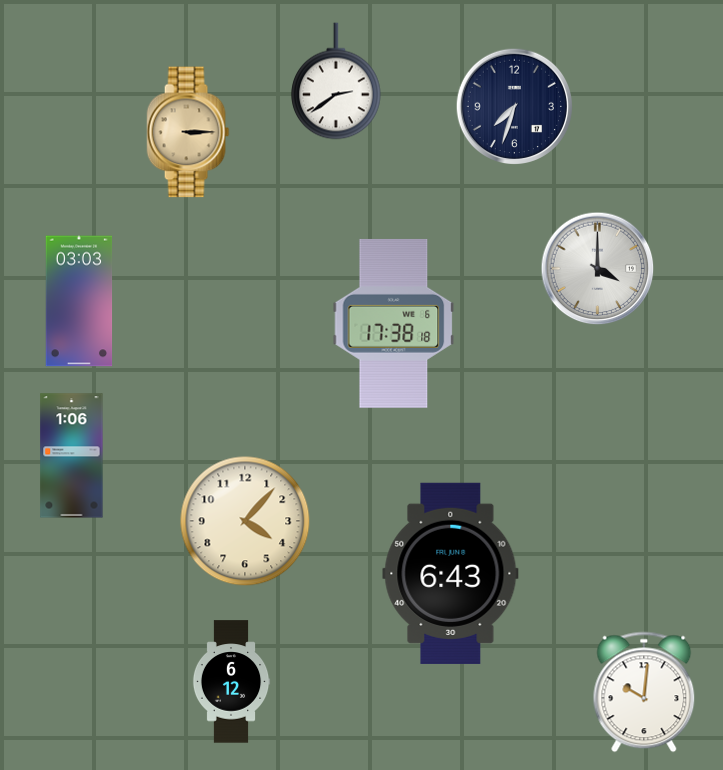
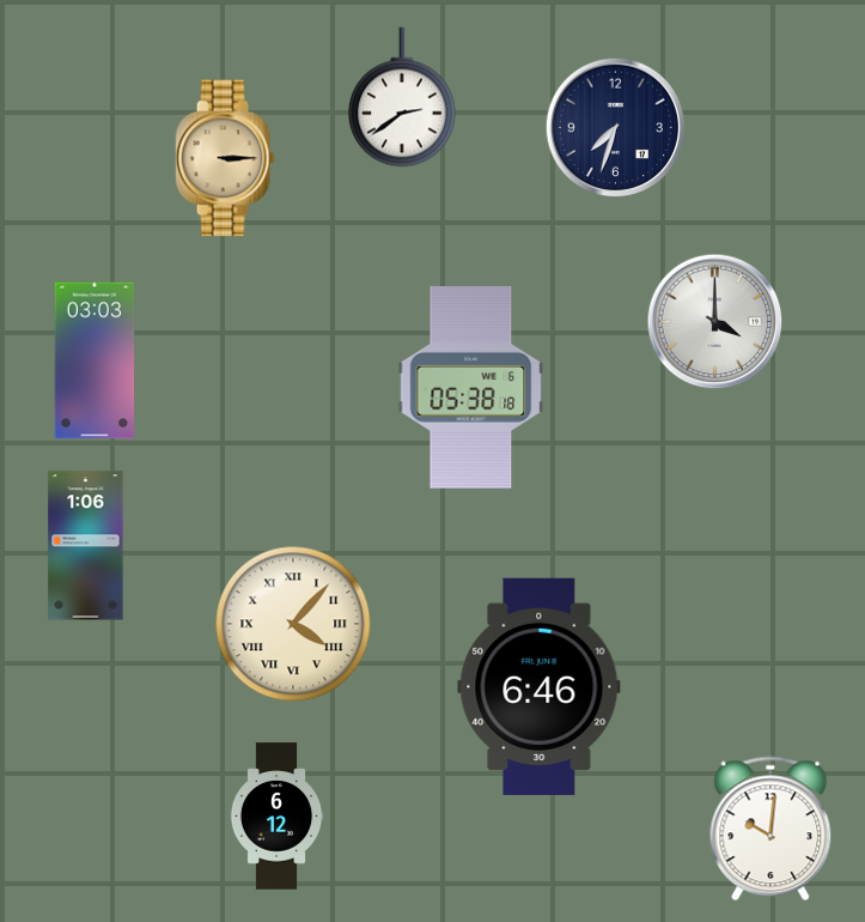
clock at (394, 323): 17:38 -> 05:38
clock at (245, 521) numerals: Arabic -> Roman
clock at (451, 573): 6:43 -> 6:46
